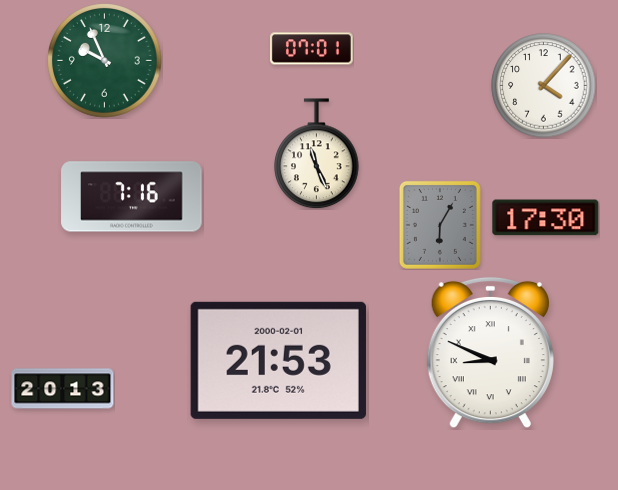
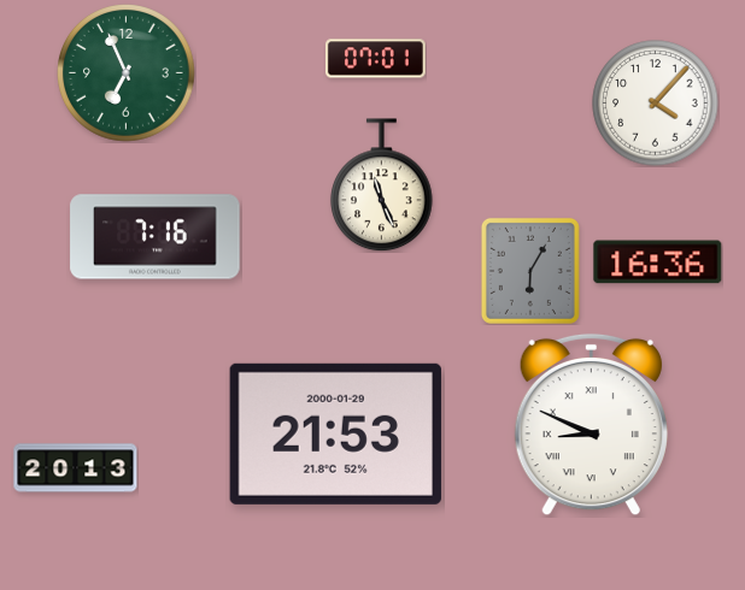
clock at (105, 61): 9:56 -> 6:56
clock at (132, 197) position: (132, 197) -> (156, 237)
clock at (546, 218): 17:30 -> 16:36
clock at (278, 360) date: 2000-02-01 -> 2000-01-29
